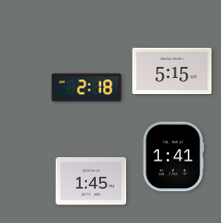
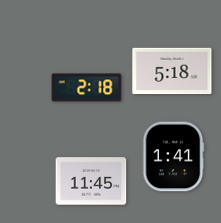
clock at (172, 71): 5:15 -> 5:18
clock at (91, 181): 1:45 -> 11:45
